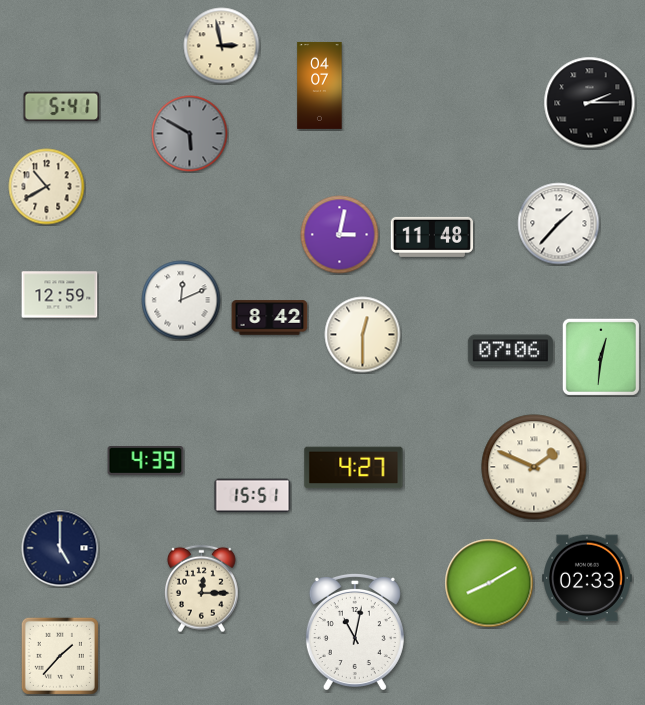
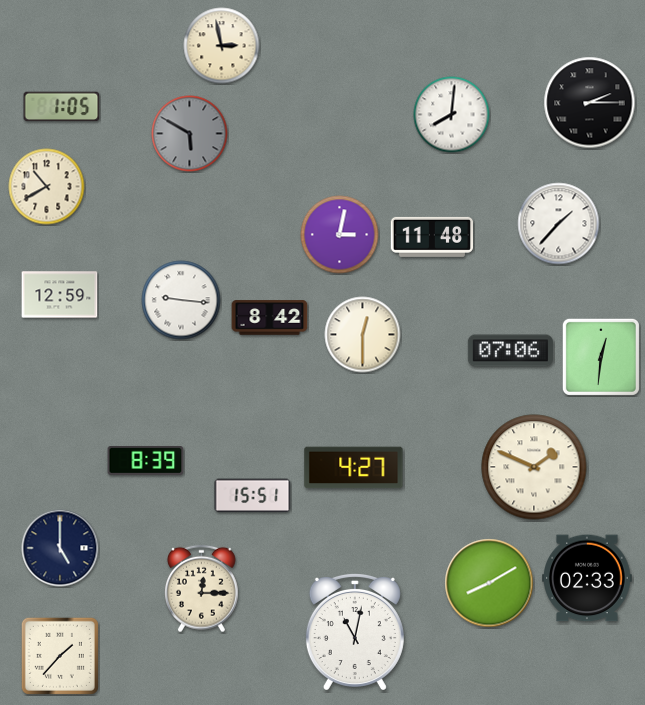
clock at (320, 85): 04:07 -> none
clock at (62, 107): 5:41 -> 1:05
clock at (452, 115): none -> 8:01
clock at (181, 300): 12:11 -> 9:16
clock at (146, 461): 4:39 -> 8:39
